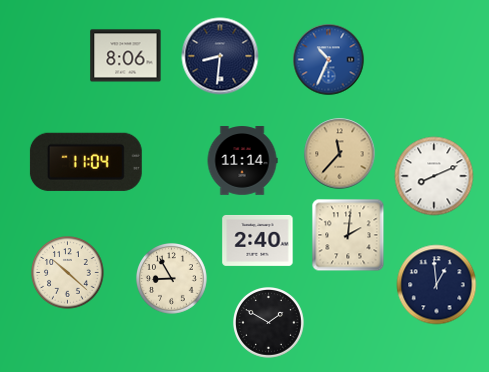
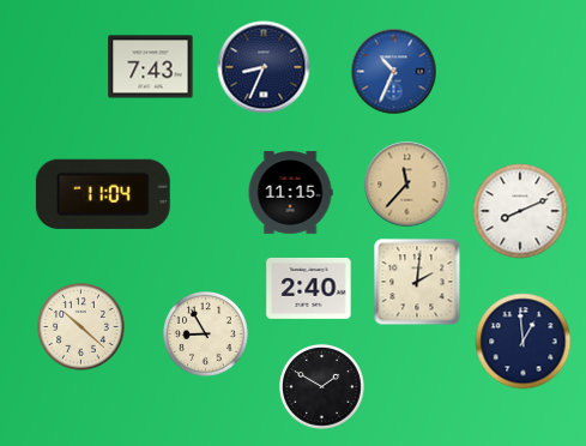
clock at (126, 56): 8:06 -> 7:43
clock at (220, 56): 8:31 -> 8:34
clock at (242, 161): 11:14 -> 11:15
